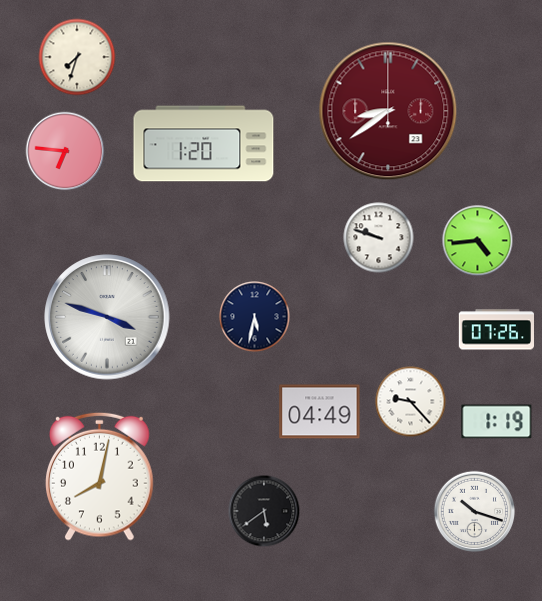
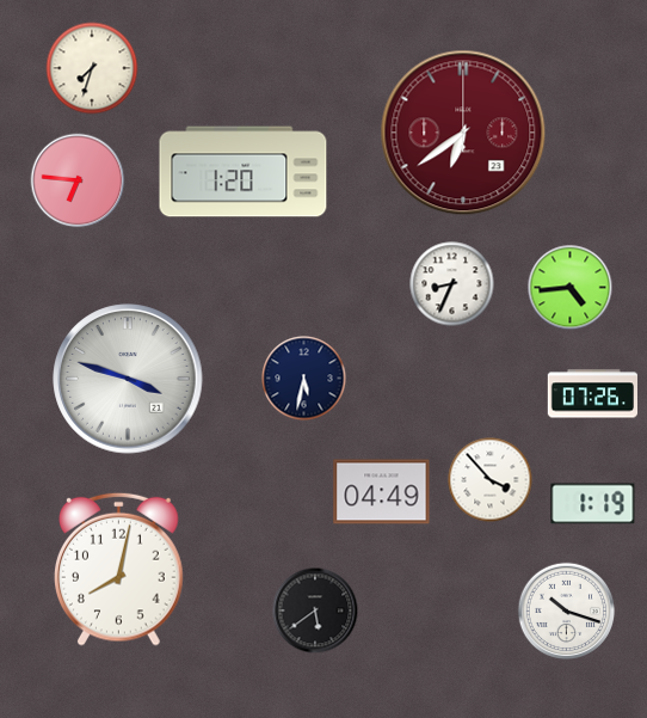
clock at (388, 111): 8:39 -> 6:39
clock at (379, 238): 9:48 -> 8:34
clock at (411, 402): 9:23 -> 3:53
